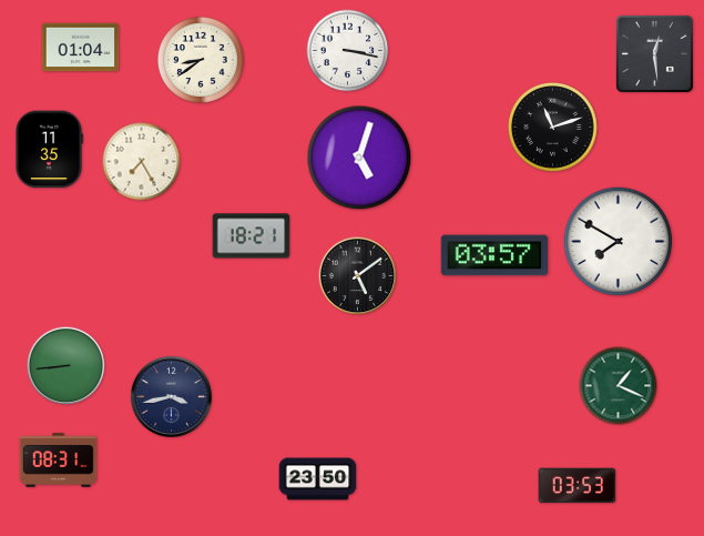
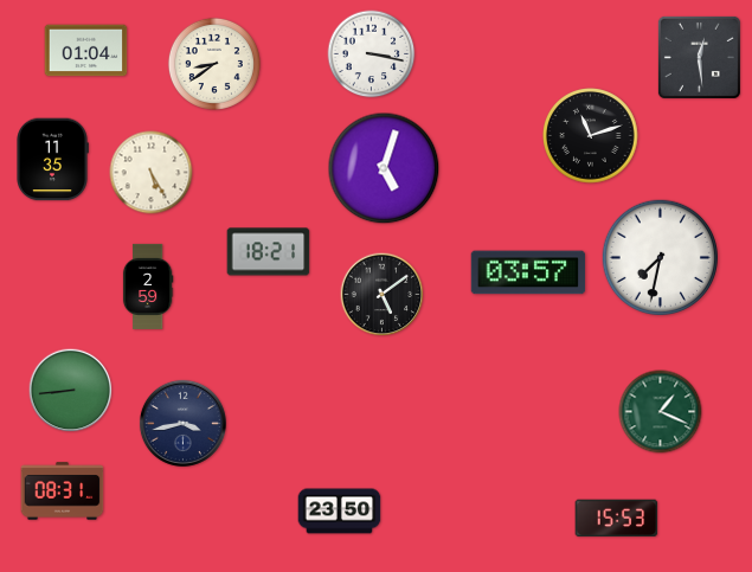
clock at (142, 162): 7:25 -> 5:25
clock at (618, 241): 7:50 -> 7:32
clock at (148, 287): none -> 2:59
clock at (578, 486): 03:53 -> 15:53
